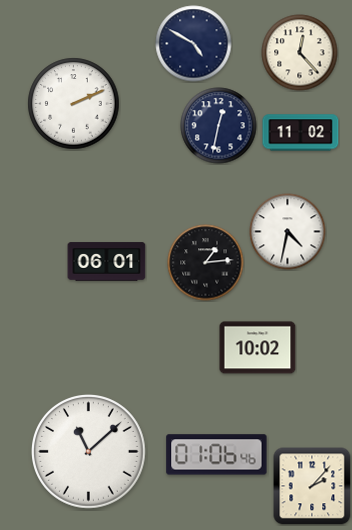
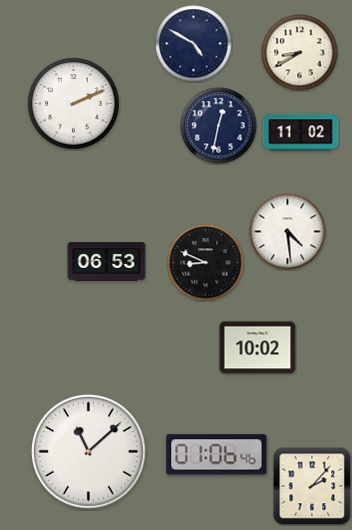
clock at (300, 53): 12:23 -> 8:40
clock at (288, 232): 4:32 -> 4:29
clock at (107, 262): 06:01 -> 06:53
clock at (206, 263): 1:14 -> 8:49
